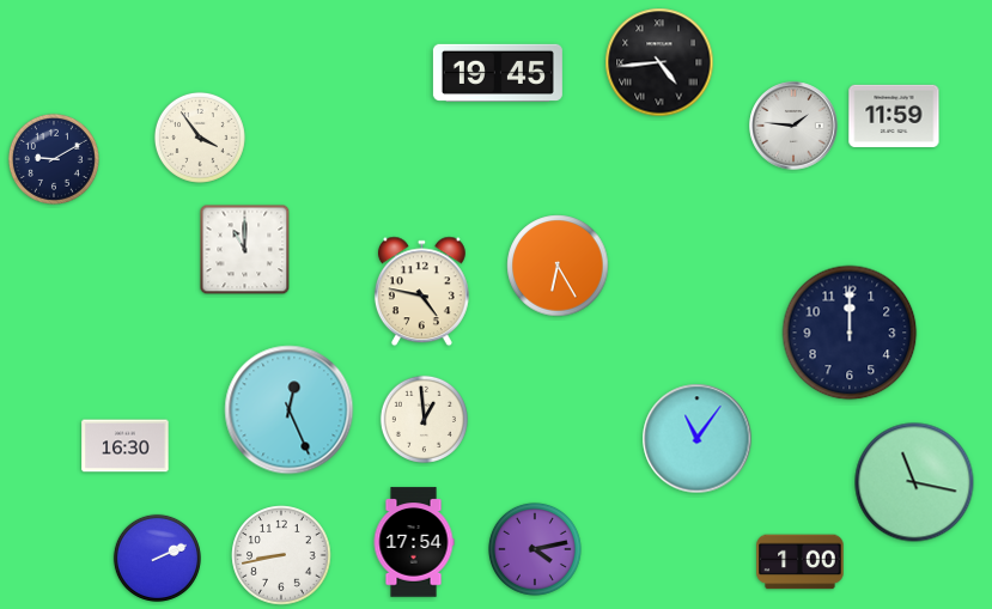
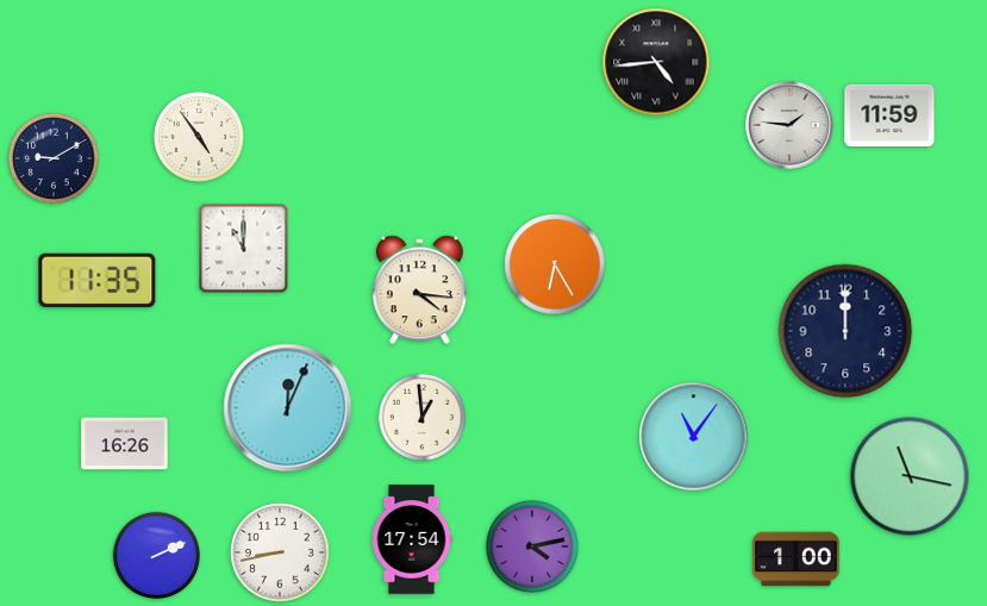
clock at (498, 73): 19:45 -> none
clock at (200, 138): 3:54 -> 4:54
clock at (98, 280): none -> 11:35
clock at (421, 292): 4:47 -> 4:16
clock at (290, 410): 12:26 -> 12:04
clock at (126, 446): 16:30 -> 16:26
clock at (914, 482) position: (914, 482) -> (910, 476)
